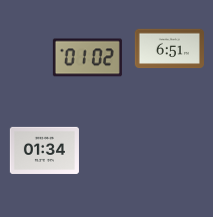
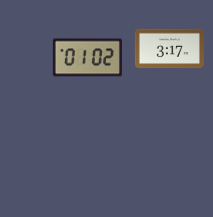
clock at (169, 49): 6:51 -> 3:17
clock at (44, 150): 01:34 -> none
